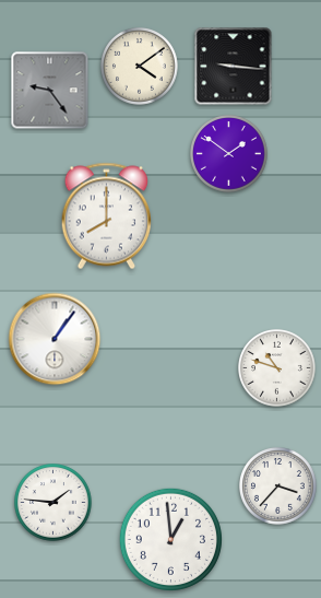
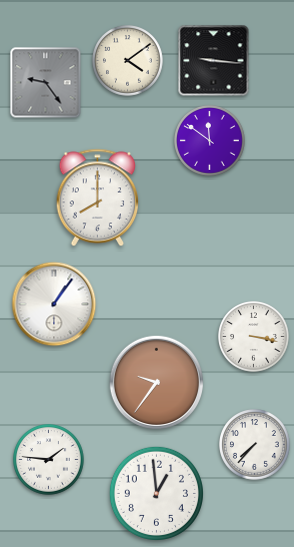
clock at (229, 154): 1:51 -> 11:51
clock at (55, 339) position: (55, 339) -> (54, 304)
clock at (277, 368): 10:48 -> 3:17
clock at (157, 383): none -> 9:36
clock at (278, 486): 3:37 -> 7:37
